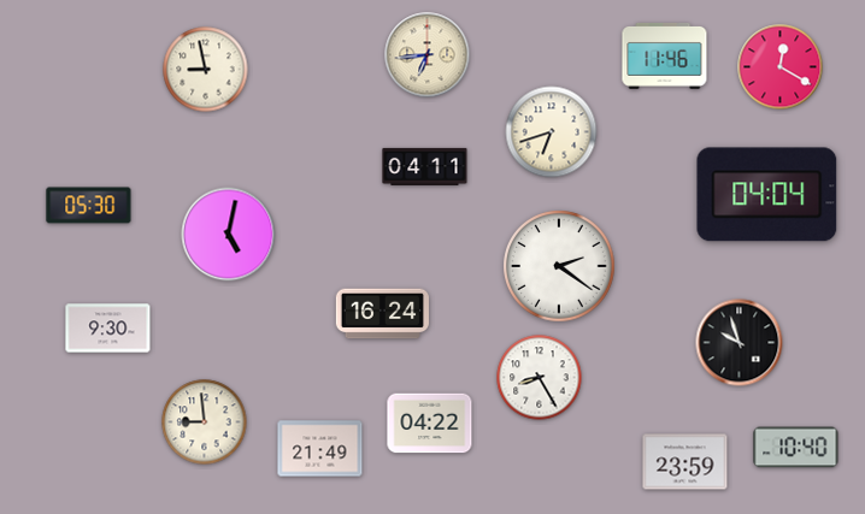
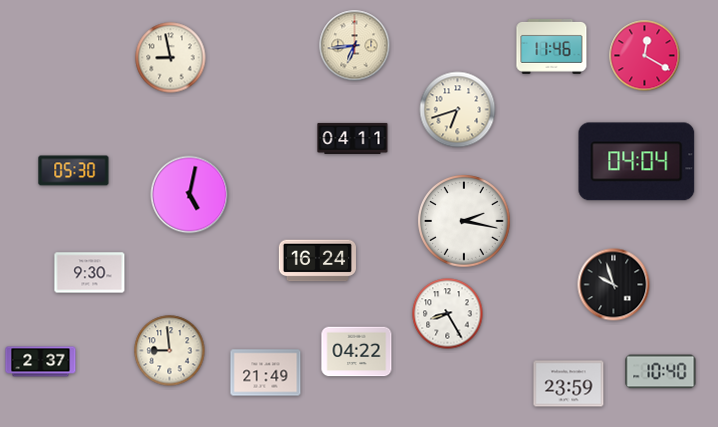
clock at (781, 67) position: (781, 67) -> (645, 56)
clock at (559, 266): 2:21 -> 2:17
clock at (41, 362): none -> 2:37
